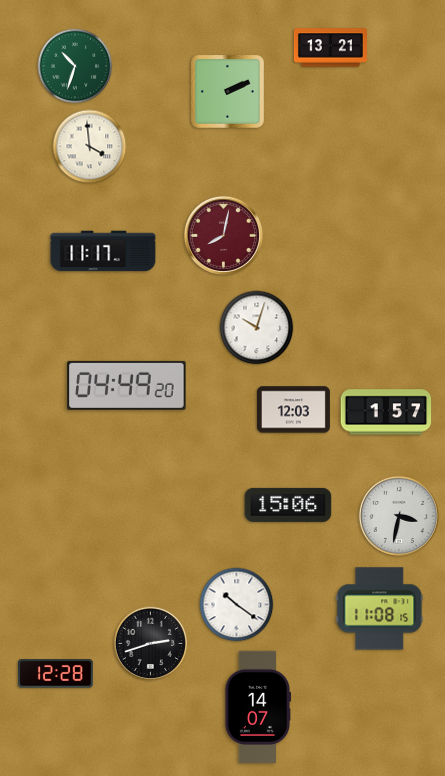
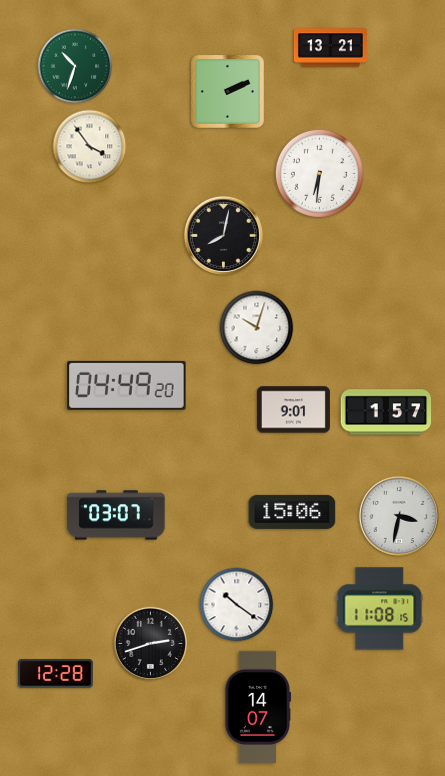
clock at (90, 147): 3:59 -> 3:54
clock at (319, 173): none -> 6:31
clock at (223, 235) dial: burgundy -> black
clock at (103, 251): 11:17 -> none
clock at (293, 410): 12:03 -> 9:01
clock at (288, 505) position: (288, 505) -> (292, 512)
clock at (116, 515): none -> 03:07
